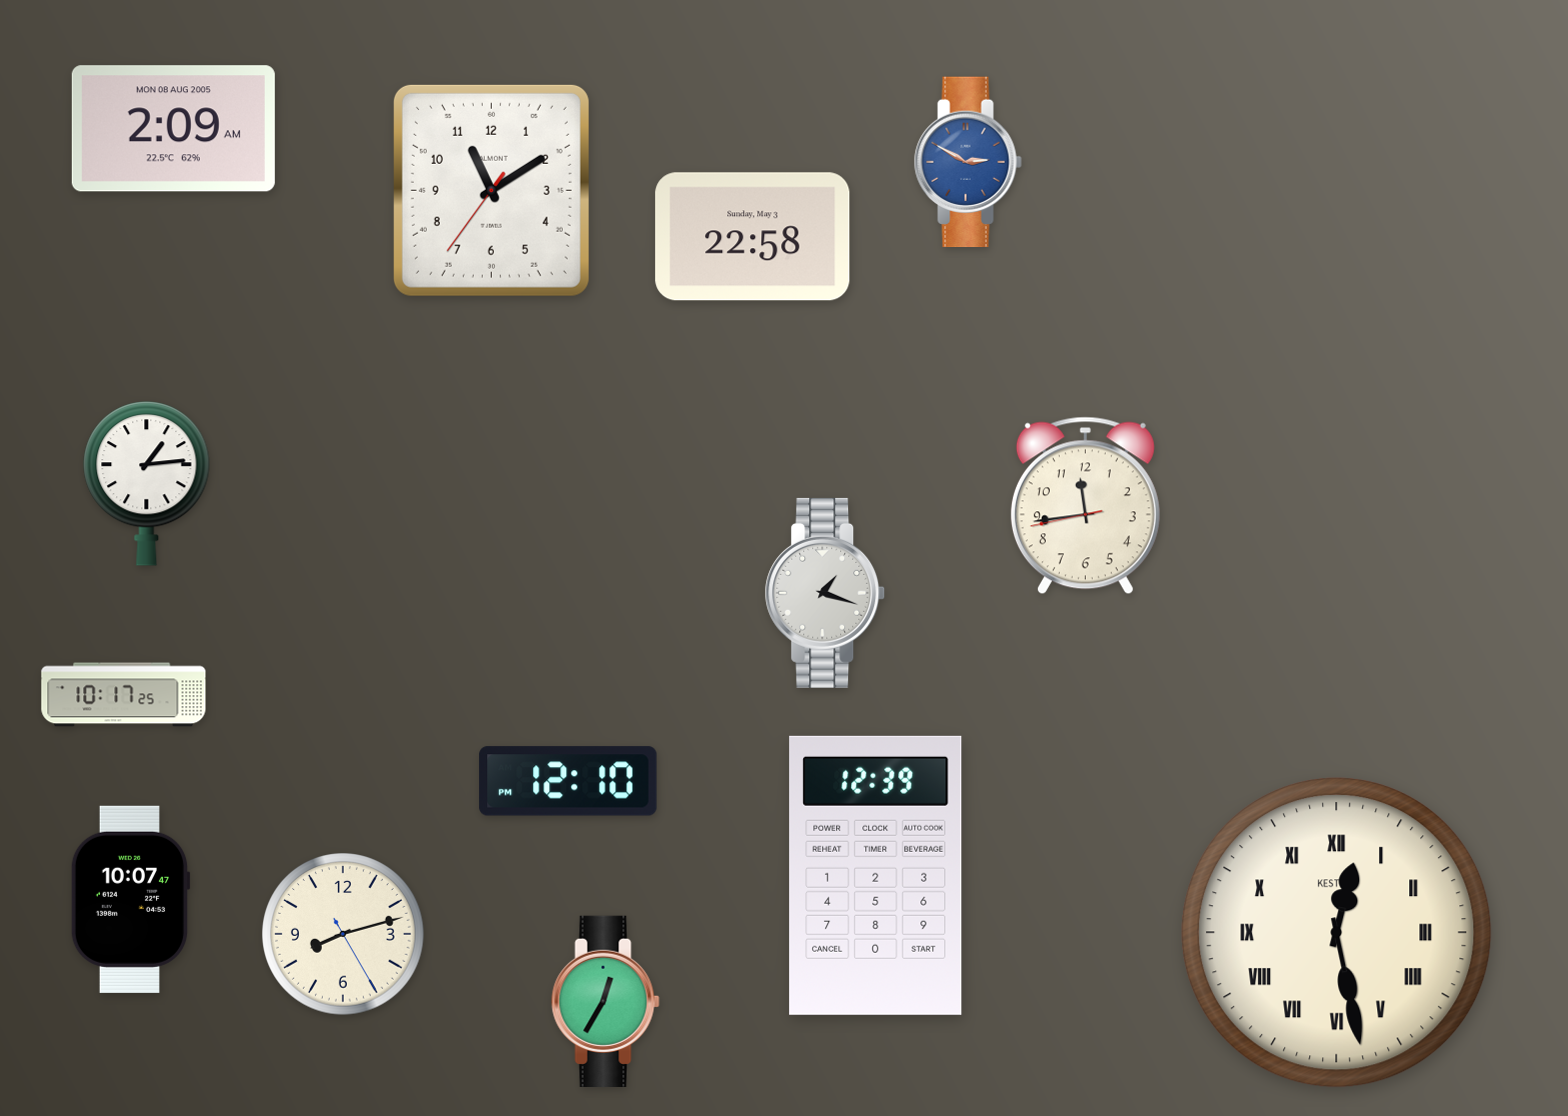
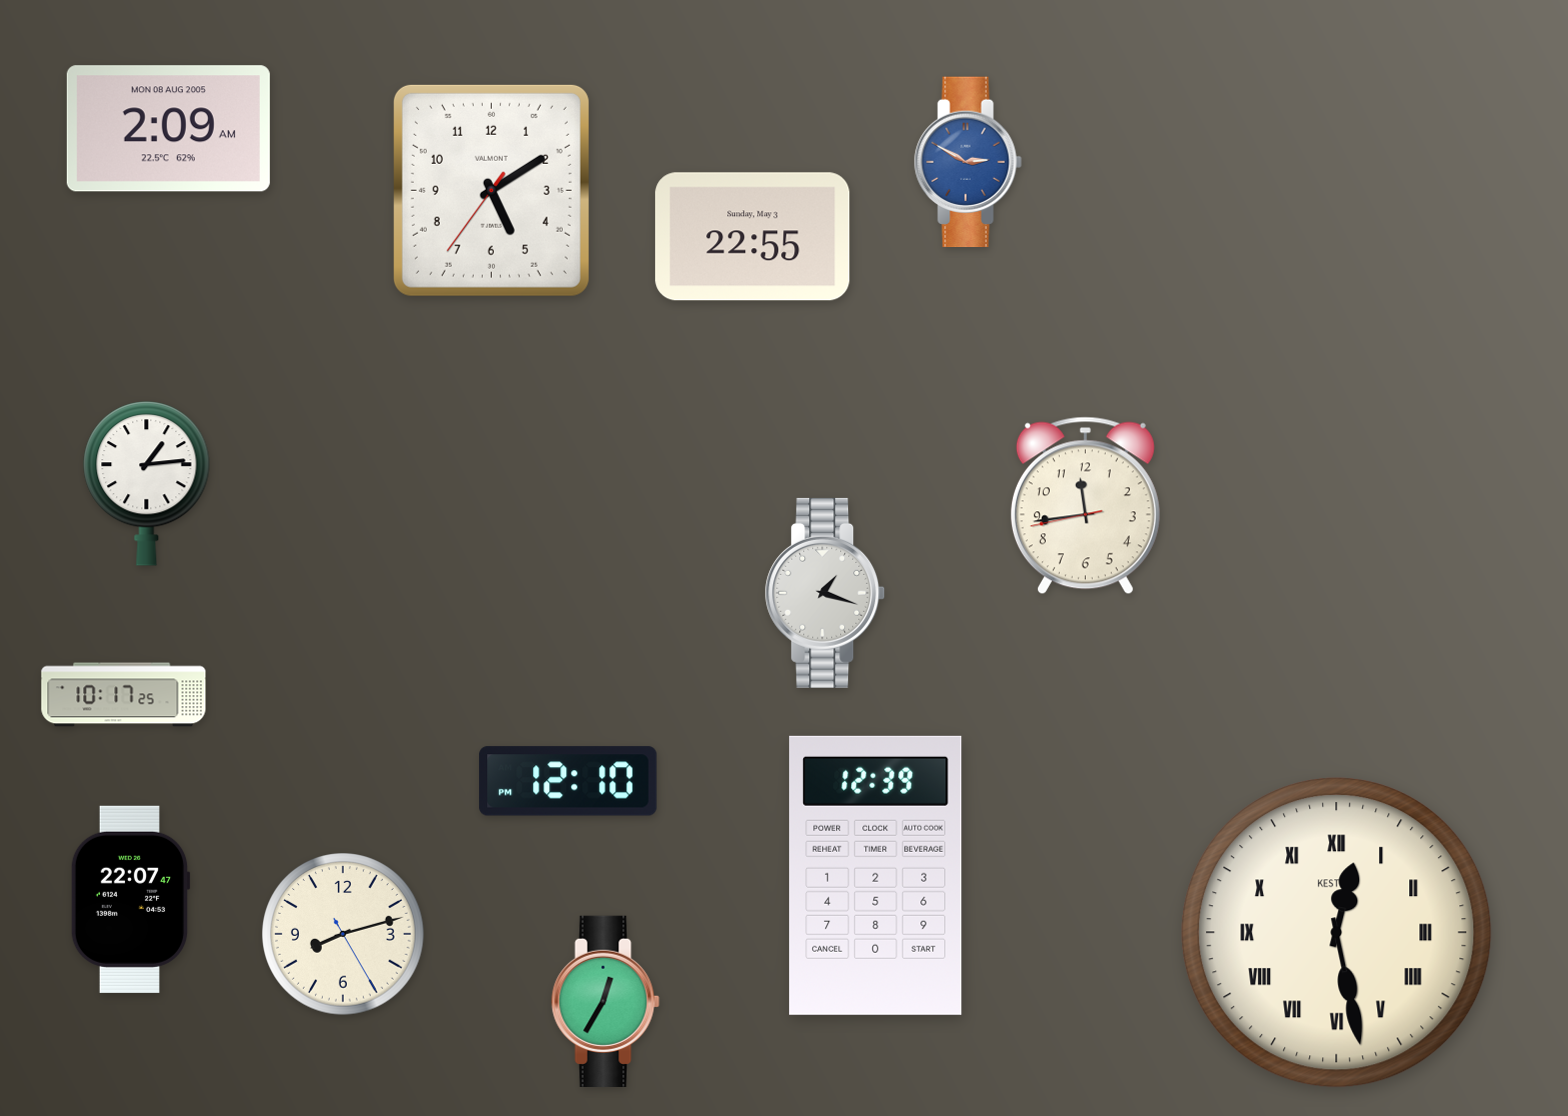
clock at (173, 129) position: (173, 129) -> (168, 129)
clock at (491, 190): 11:09 -> 5:09
clock at (753, 237): 22:58 -> 22:55
clock at (130, 899): 10:07 -> 22:07
